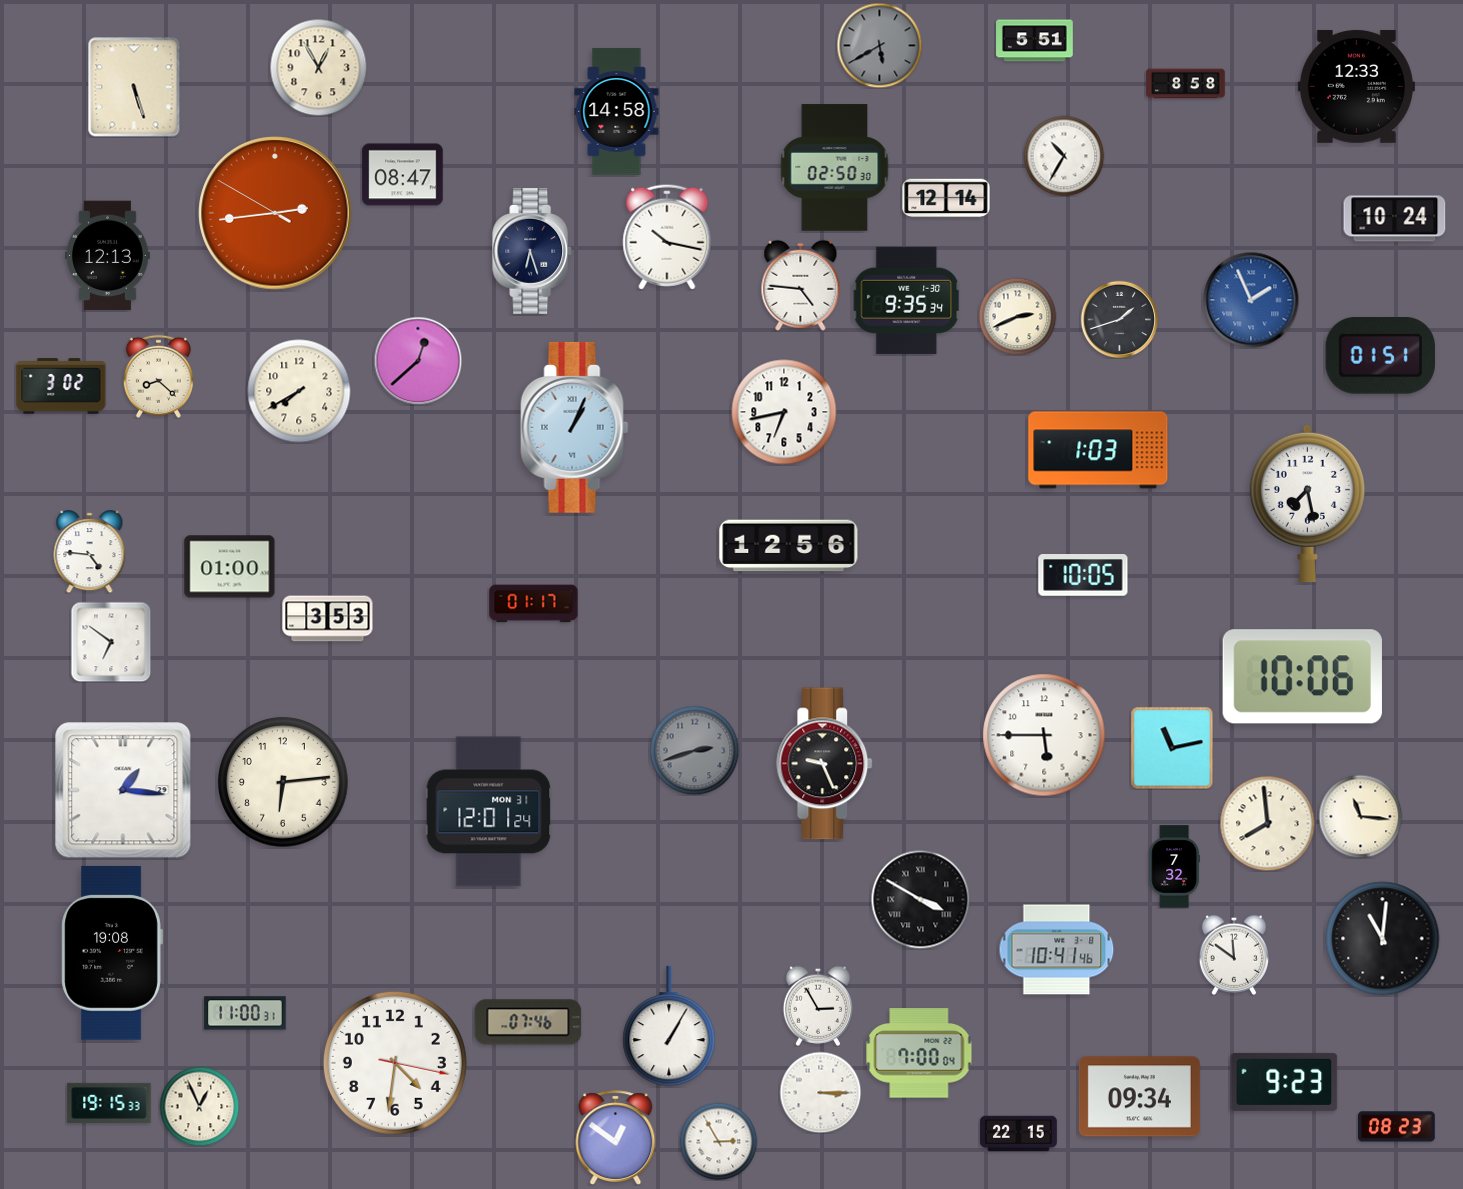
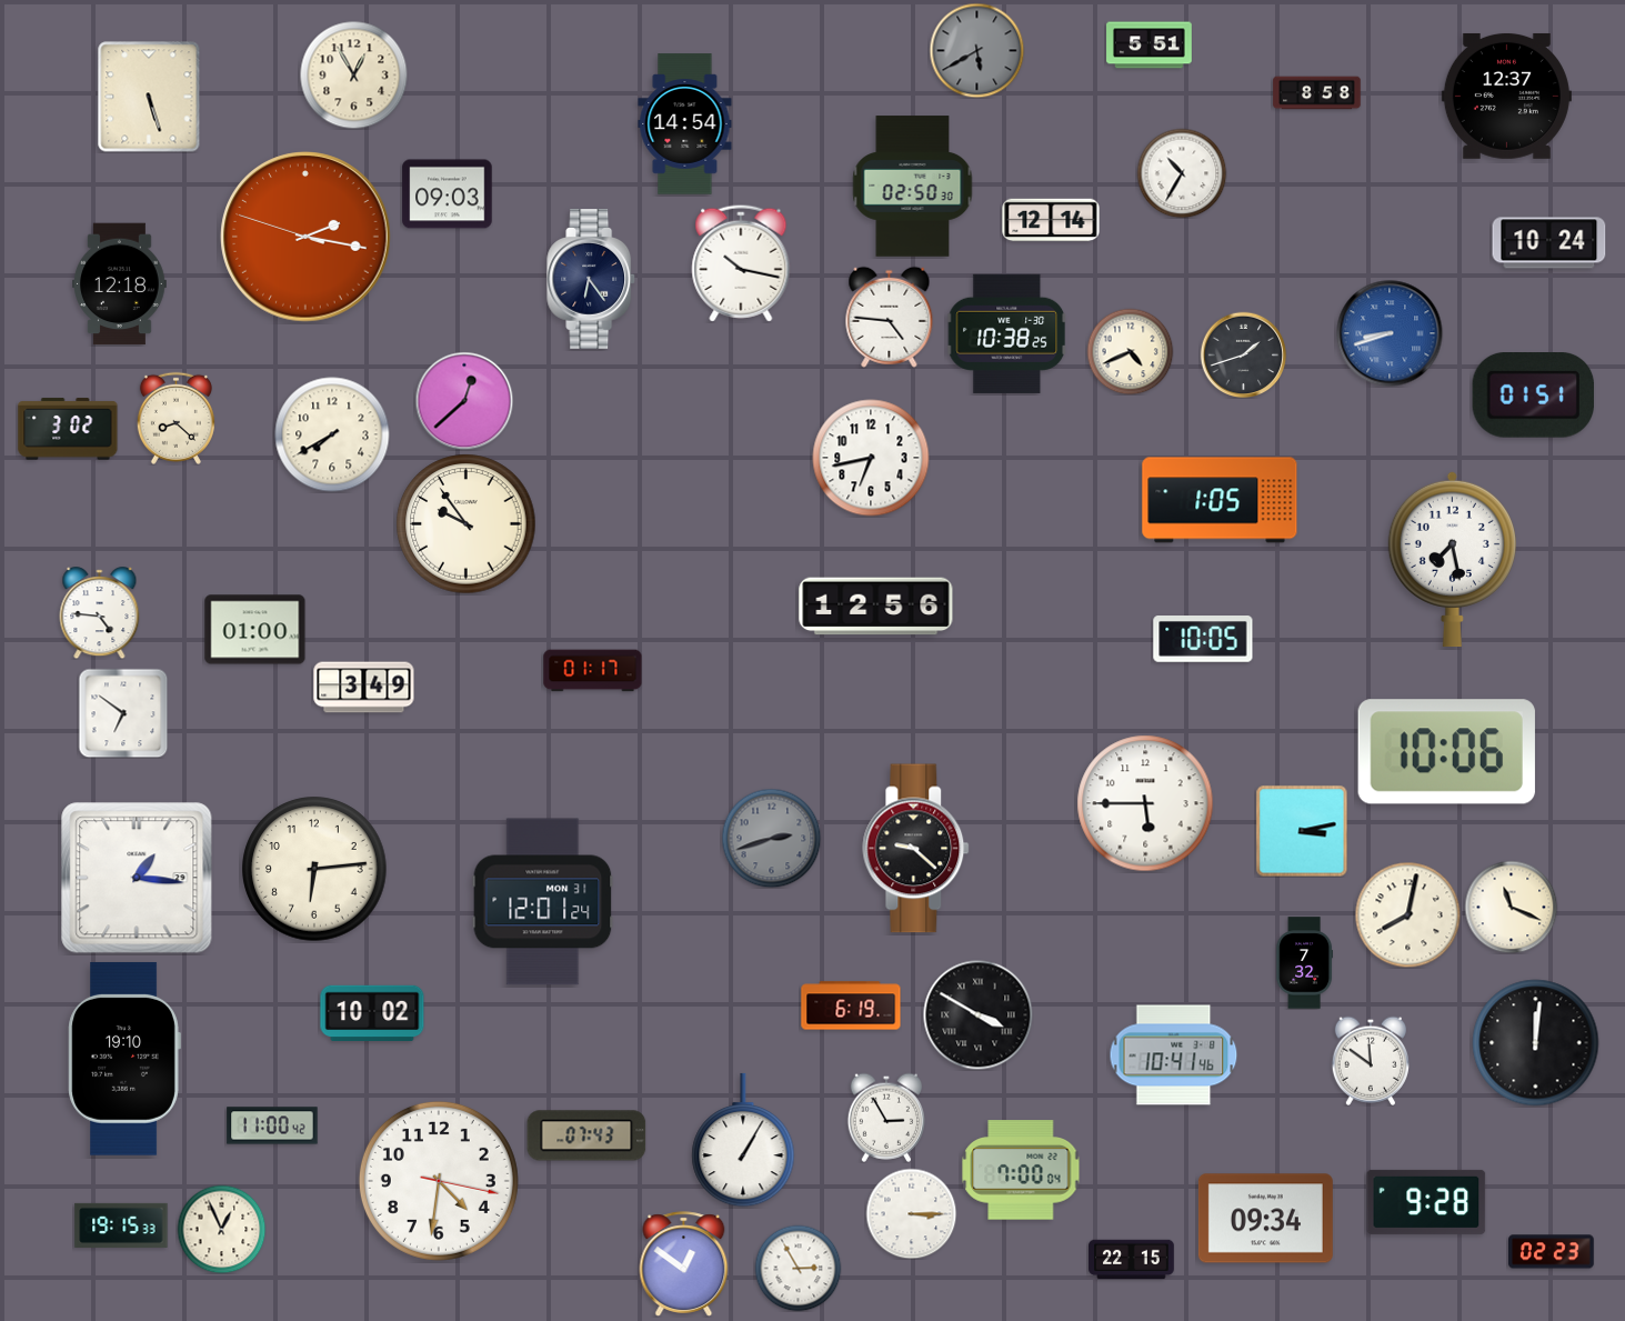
clock at (1356, 86): 12:33 -> 12:37
clock at (617, 112): 14:58 -> 14:54
clock at (835, 168) position: (835, 168) -> (913, 187)
clock at (403, 175): 08:47 -> 09:03
clock at (275, 213): 2:43 -> 2:16
clock at (533, 251): 6:27 -> 6:24
clock at (108, 256): 12:13 -> 12:18
clock at (907, 300): 9:35 -> 10:38
clock at (1251, 300): 1:56 -> 8:42
clock at (1017, 316): 2:41 -> 4:41
clock at (575, 427): 1:04 -> none
clock at (1098, 450): 1:03 -> 1:05
clock at (467, 524): none -> 9:54
clock at (328, 619): 3:53 -> 3:49
clock at (1044, 735) position: (1044, 735) -> (1145, 803)
clock at (1172, 748): 11:13 -> 3:13
clock at (694, 750) position: (694, 750) -> (771, 838)
clock at (825, 764): 9:26 -> 9:22
clock at (1360, 816): 11:16 -> 11:19
clock at (1267, 823): 7:59 -> 8:02
clock at (921, 900) position: (921, 900) -> (979, 1015)
clock at (851, 1005): none -> 6:19
clock at (372, 1013): none -> 10:02
clock at (1383, 939): 11:01 -> 12:01
clock at (112, 953): 19:08 -> 19:10
clock at (817, 1006) position: (817, 1006) -> (885, 1118)
clock at (245, 1013): 11:00:31 -> 11:00:42
clock at (528, 1022): 07:46 -> 07:43
clock at (1284, 1082): 9:23 -> 9:28
clock at (1397, 1127): 08:23 -> 02:23
